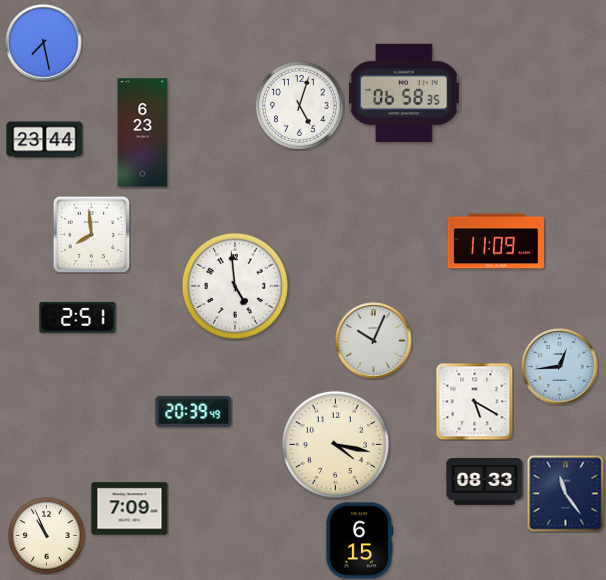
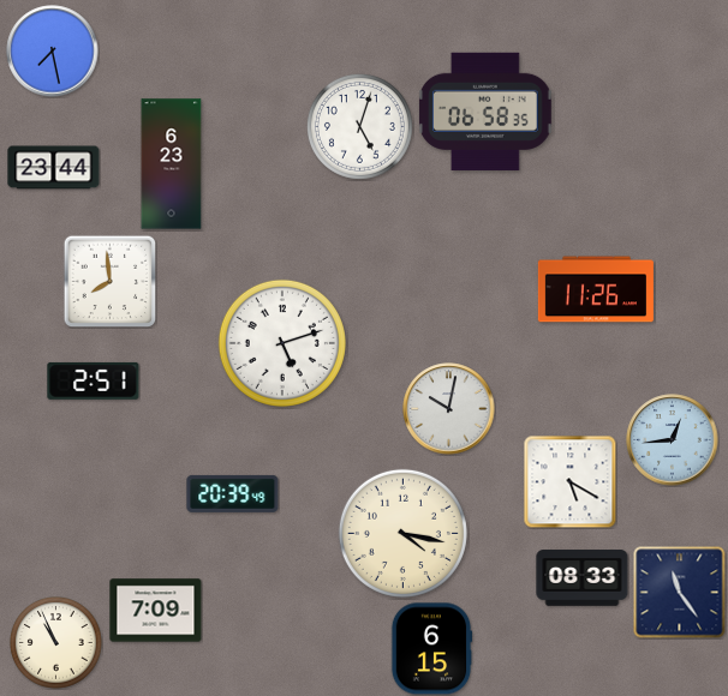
clock at (143, 133) position: (143, 133) -> (172, 164)
clock at (496, 241): 11:09 -> 11:26
clock at (235, 286): 4:59 -> 5:12
clock at (374, 341): 10:04 -> 10:02
